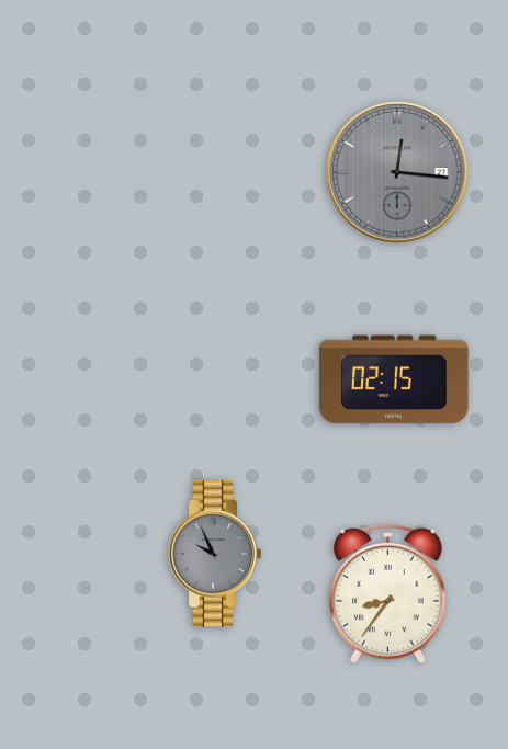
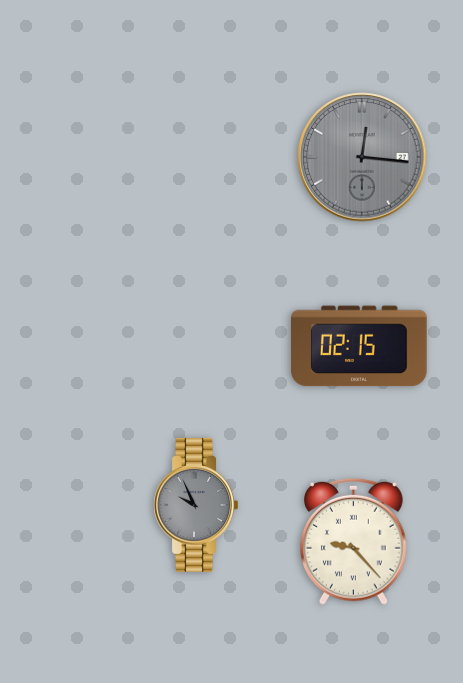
clock at (388, 593): 8:36 -> 9:23
